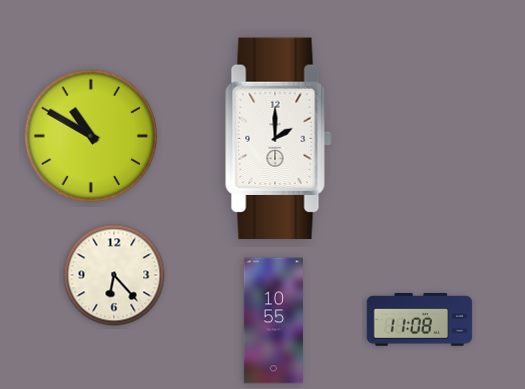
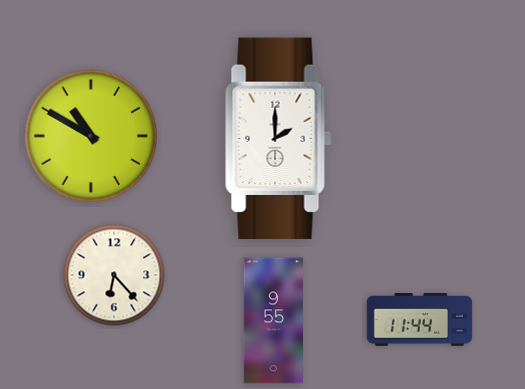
clock at (420, 320): 11:08 -> 11:44
clock at (273, 321): 10:55 -> 9:55
